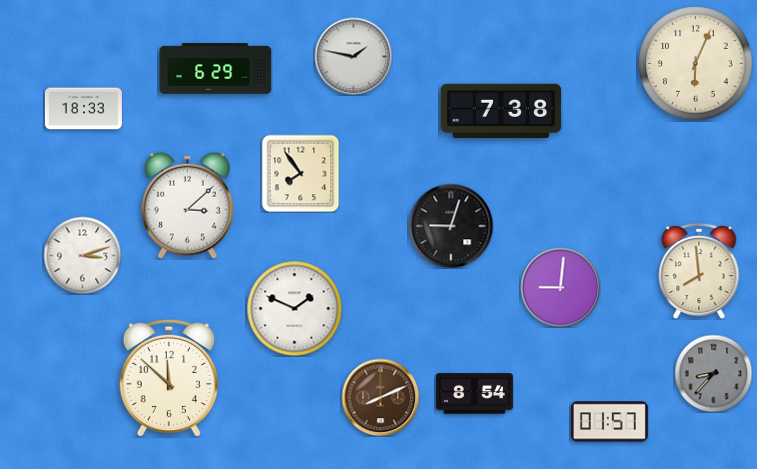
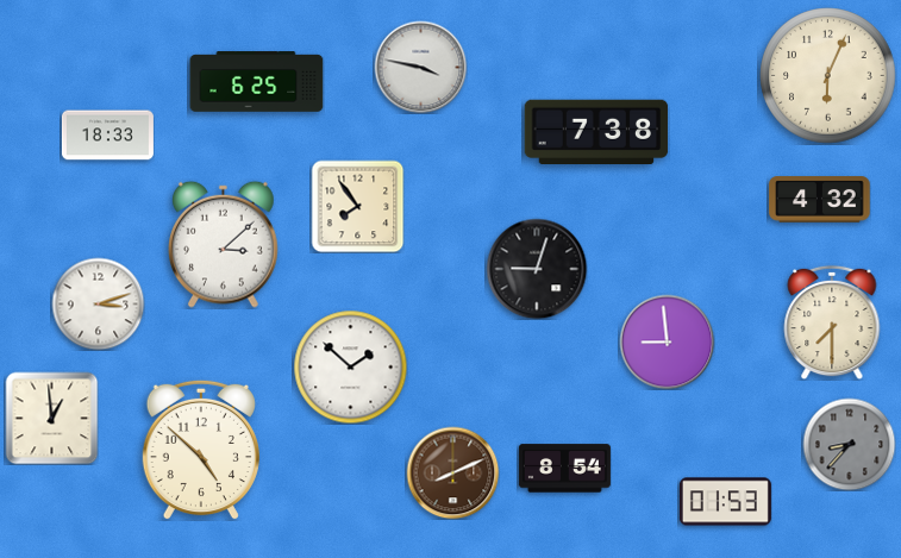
clock at (353, 56): 1:47 -> 3:47
clock at (216, 69): 6:29 -> 6:25
clock at (83, 109) position: (83, 109) -> (107, 136)
clock at (820, 200): none -> 4:32
clock at (699, 271): 7:59 -> 7:30
clock at (560, 287): 9:01 -> 8:59
clock at (294, 308): 1:49 -> 1:52
clock at (51, 418): none -> 12:59
clock at (169, 378): 11:52 -> 4:52
clock at (609, 422): 01:57 -> 01:53
